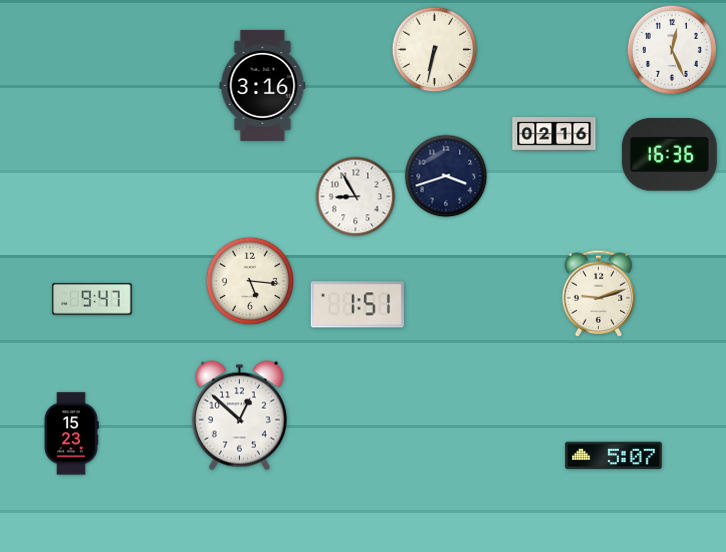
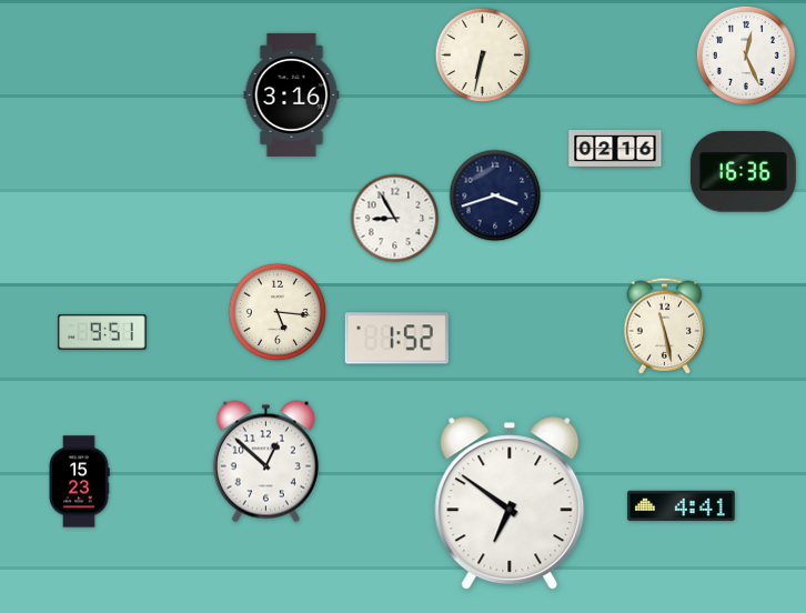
clock at (599, 293): 9:12 -> 11:28
clock at (92, 299): 9:47 -> 9:51
clock at (357, 305): 1:51 -> 1:52
clock at (510, 504): none -> 6:51
clock at (614, 456): 5:07 -> 4:41
